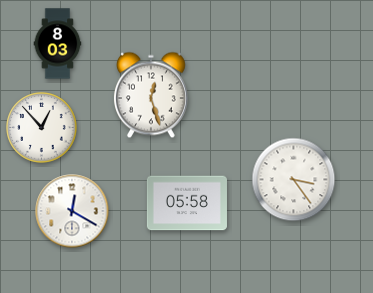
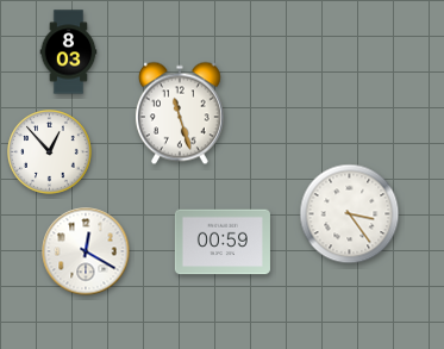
clock at (151, 95): 12:27 -> 11:27
clock at (187, 203): 05:58 -> 00:59
